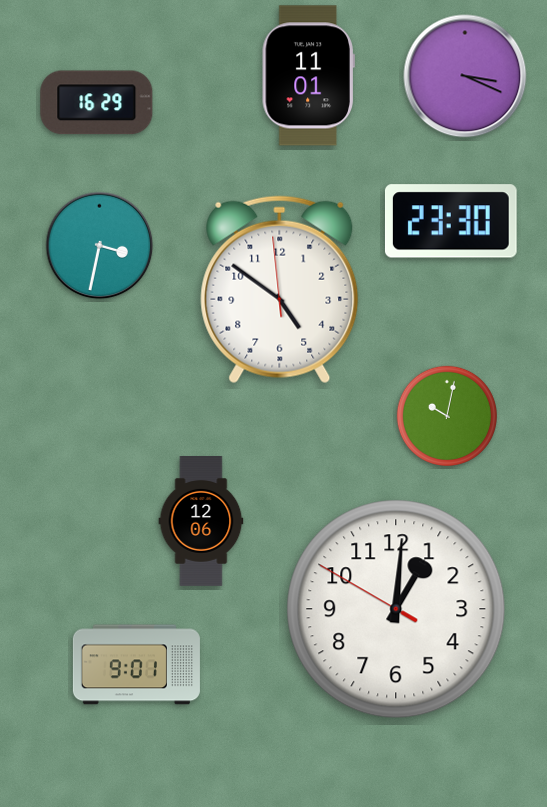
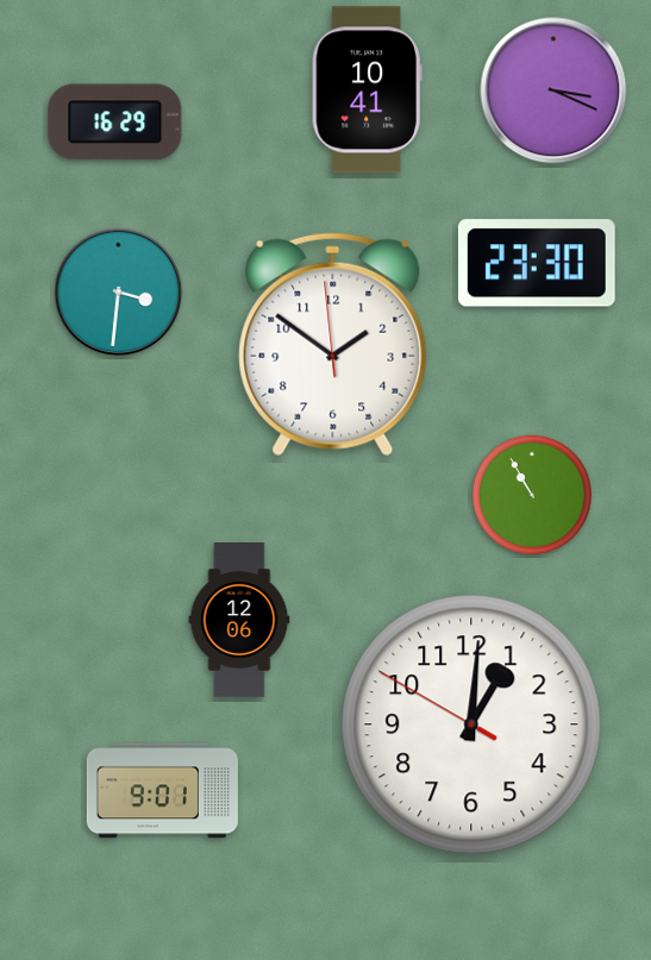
clock at (308, 76): 11:01 -> 10:41
clock at (100, 246): 3:32 -> 3:31
clock at (280, 290): 4:50 -> 1:50
clock at (447, 416): 10:02 -> 10:55
